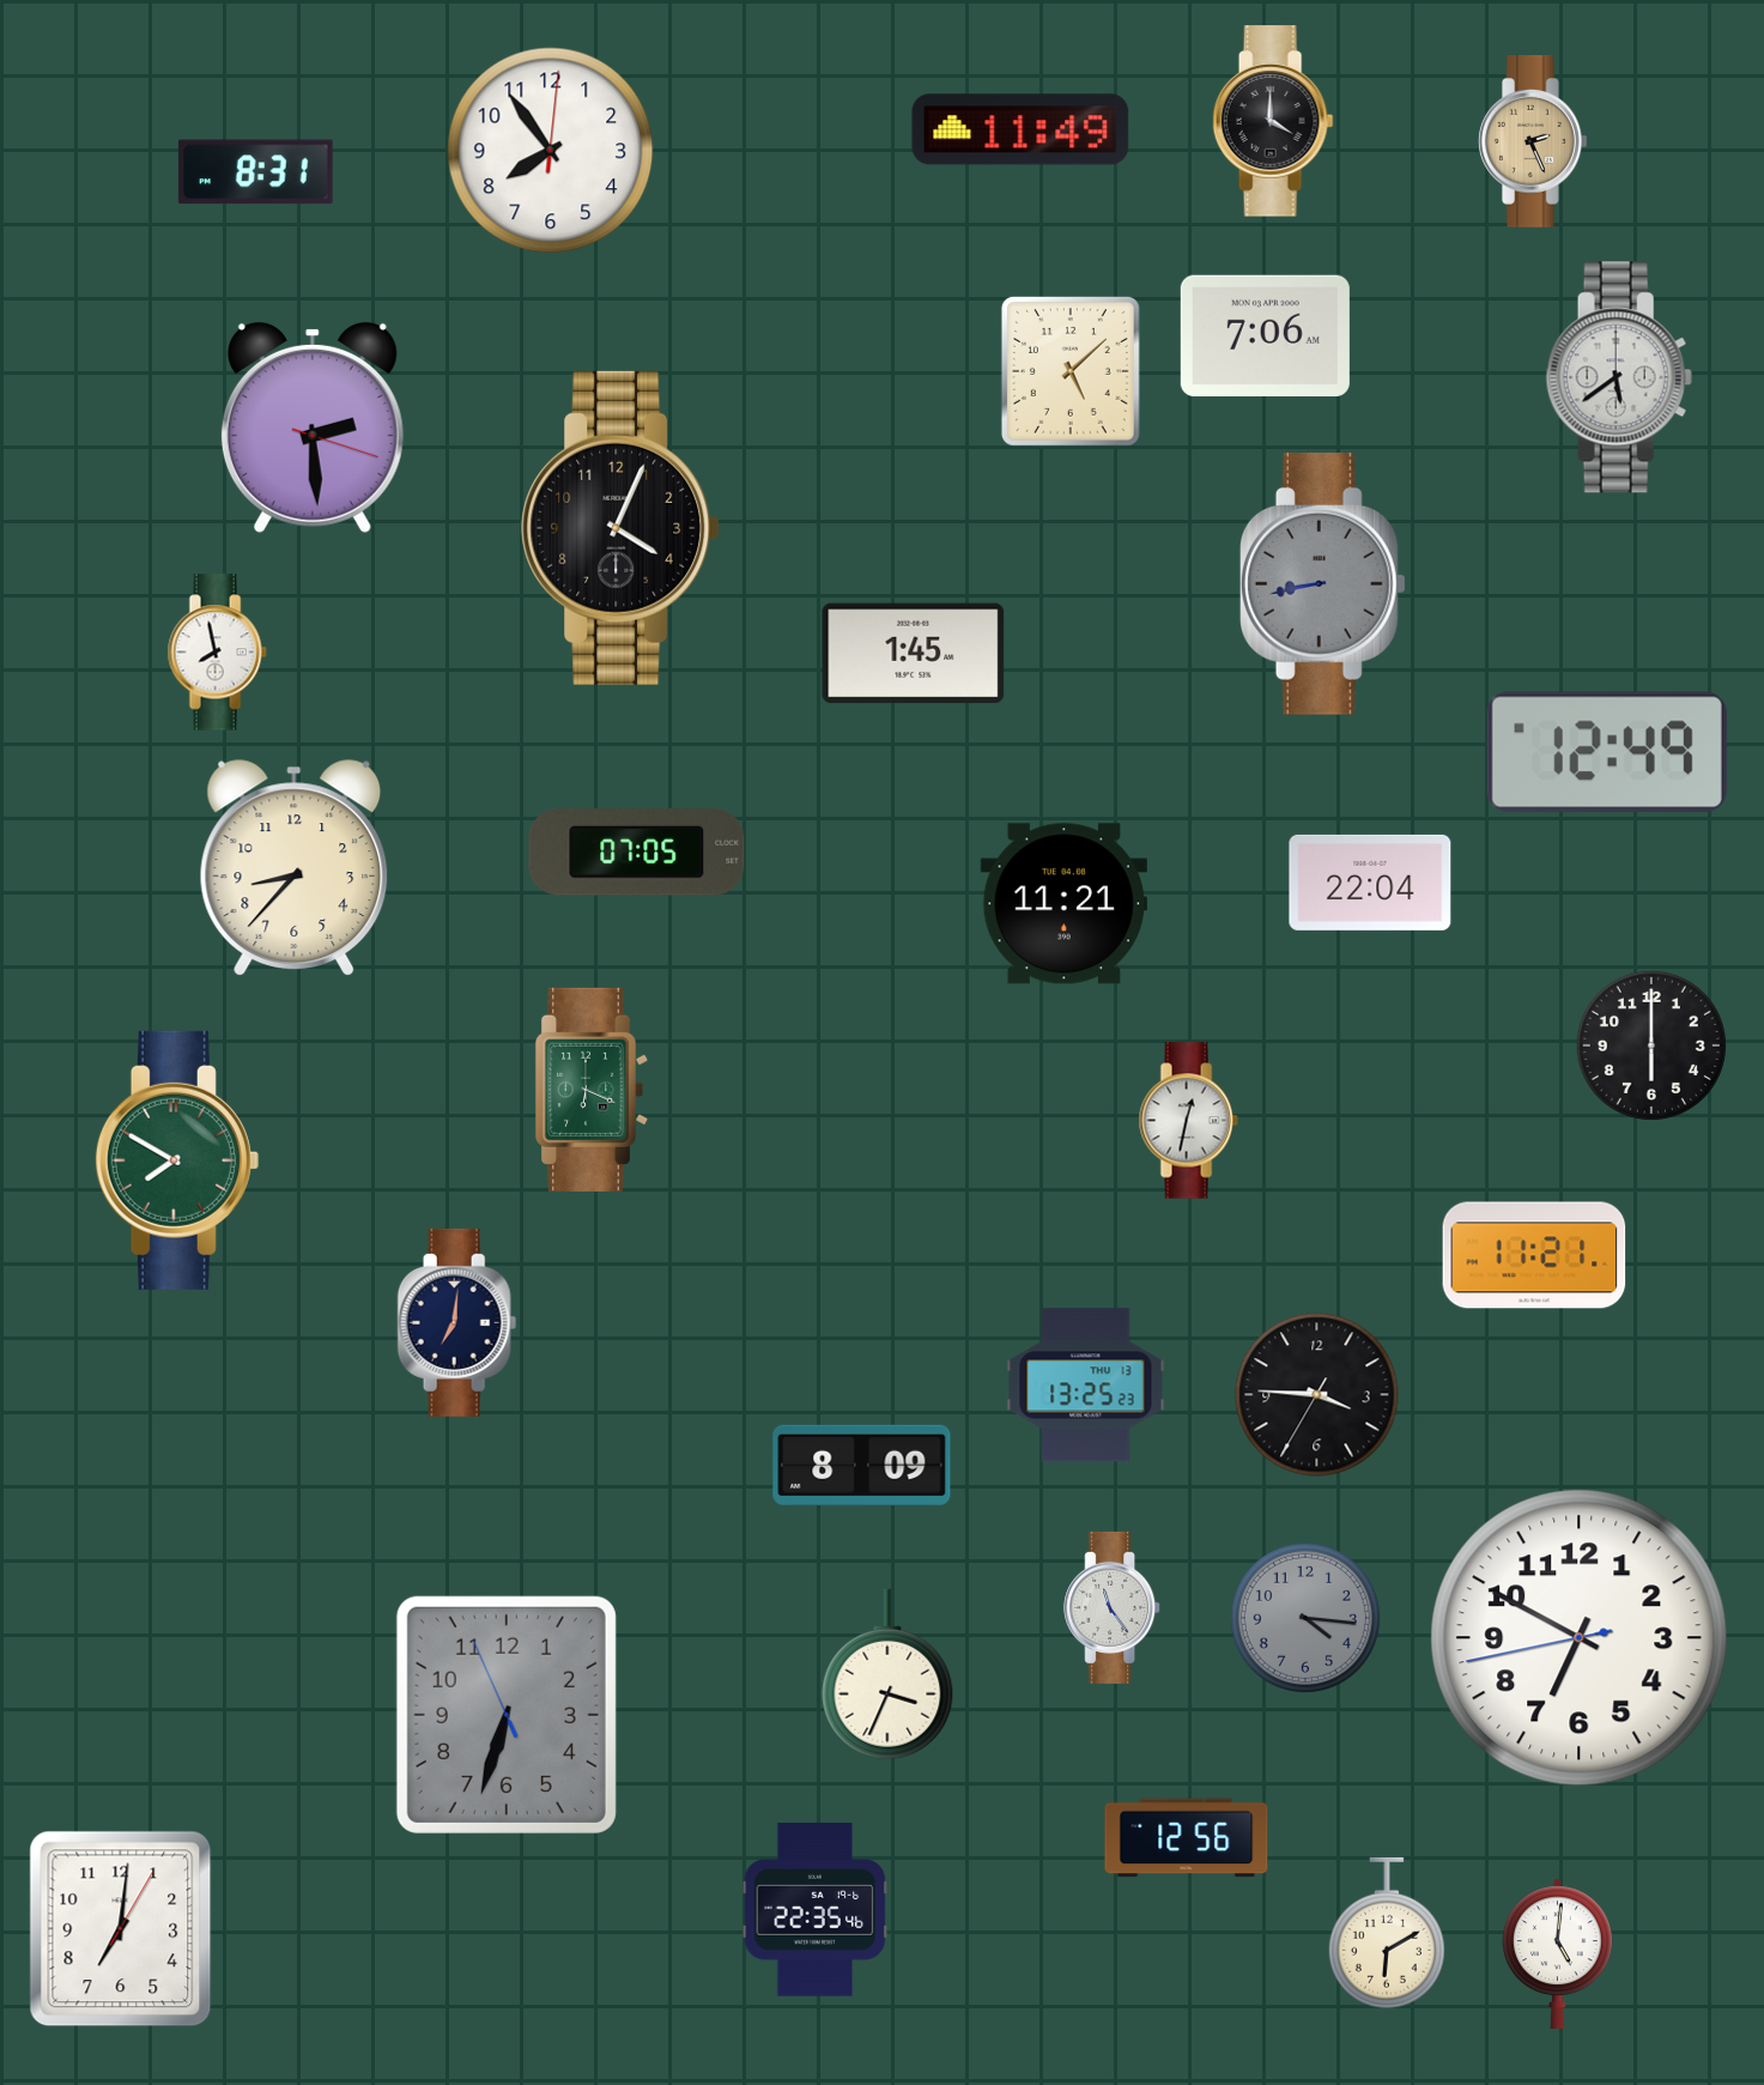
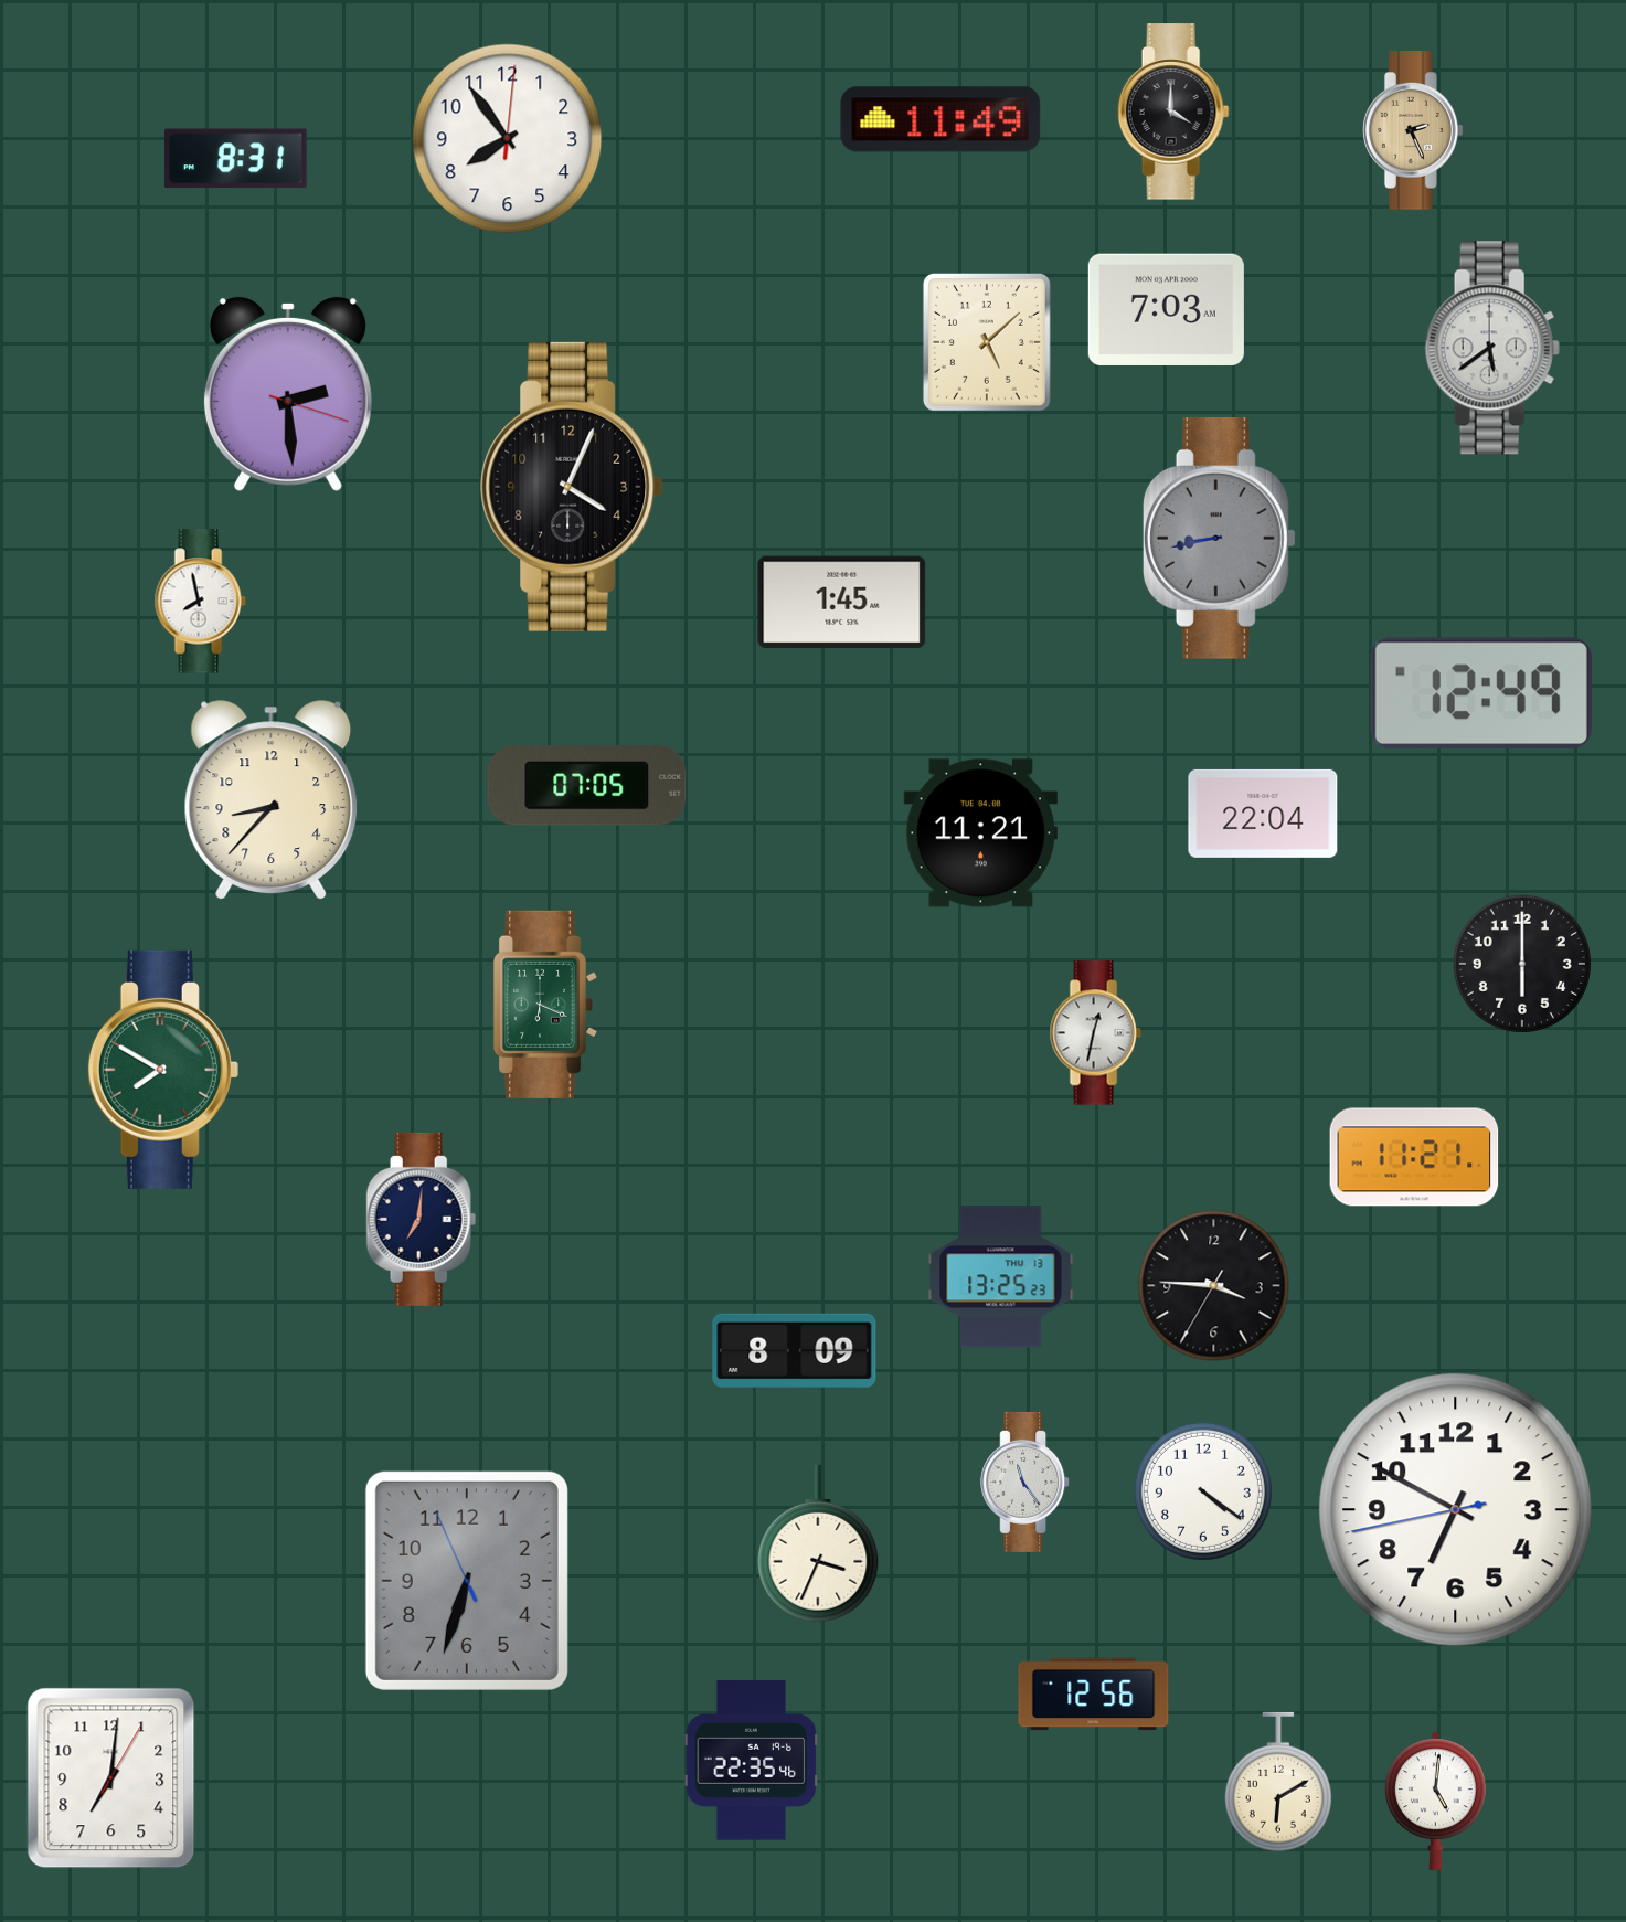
clock at (1265, 335): 7:06 -> 7:03
clock at (1305, 1618): 4:16 -> 4:21
clock at (1305, 1618) dial: grey -> white
